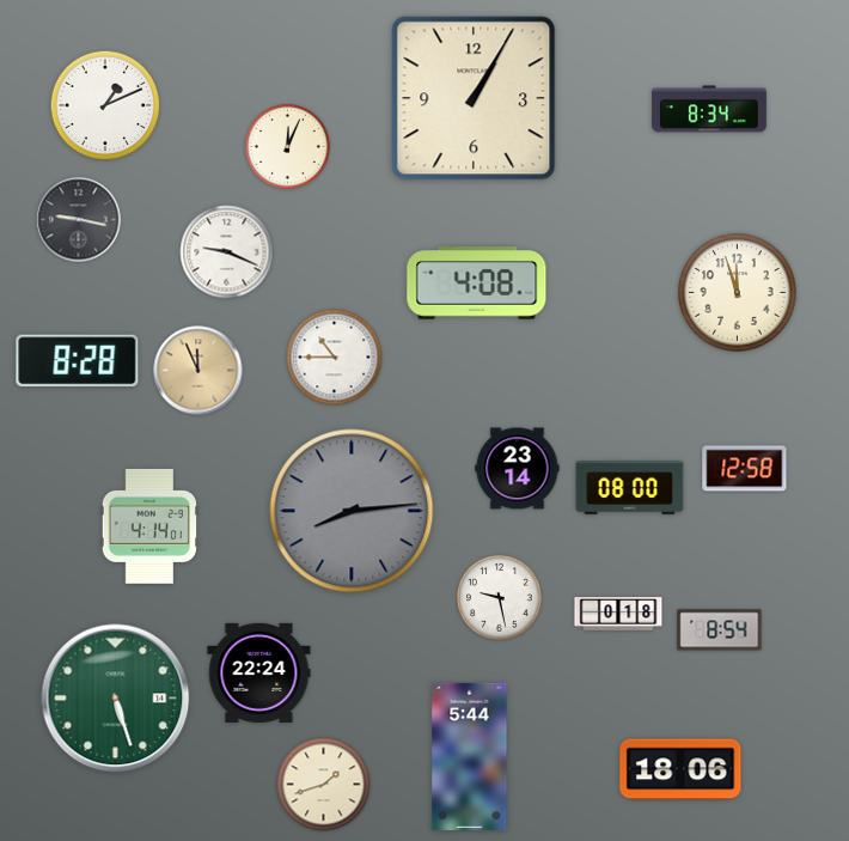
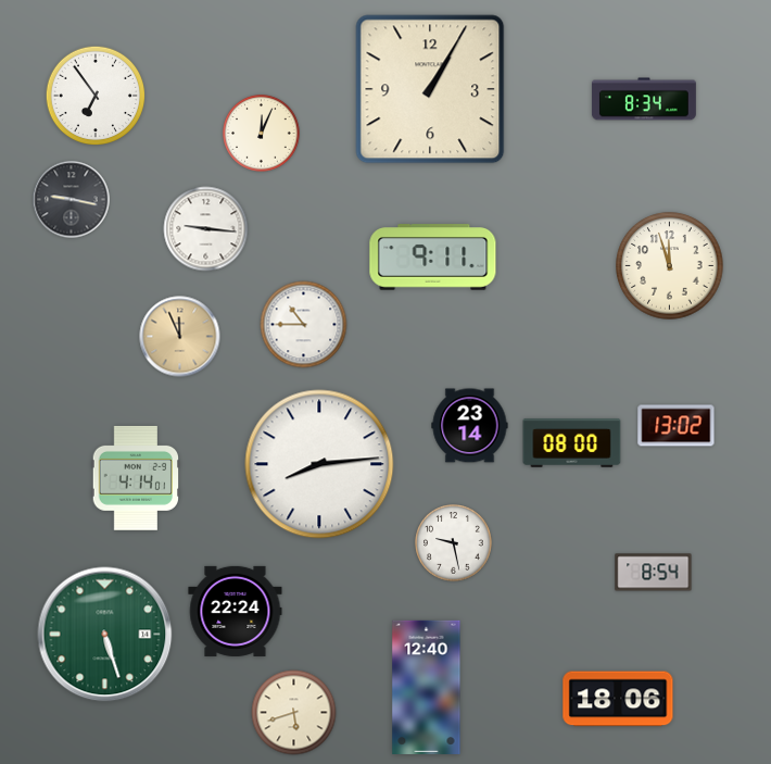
clock at (105, 105): 1:11 -> 6:54
clock at (227, 252): 9:19 -> 9:16
clock at (477, 284): 4:08 -> 9:11
clock at (78, 361): 8:28 -> none
clock at (745, 469): 12:58 -> 13:02
clock at (352, 511) dial: grey -> white
clock at (618, 614): 0:18 -> none
clock at (470, 756): 5:44 -> 12:40
clock at (324, 785): 1:42 -> 5:42
